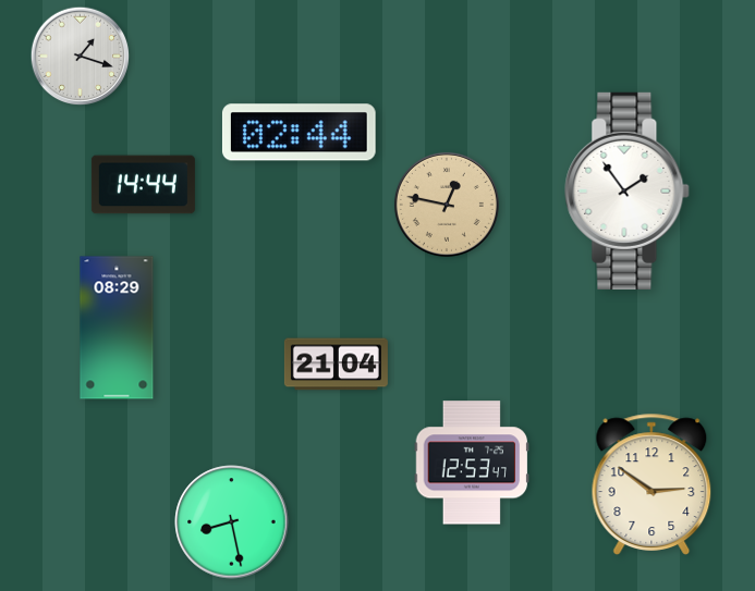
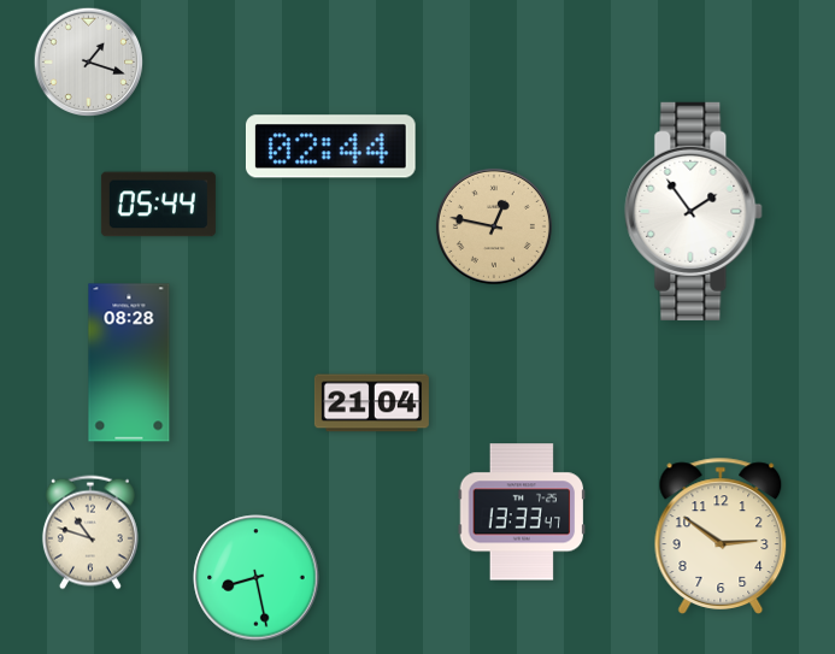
clock at (143, 185): 14:44 -> 05:44
clock at (117, 328): 08:29 -> 08:28
clock at (472, 463): 12:53 -> 13:33
clock at (90, 532): none -> 10:48
